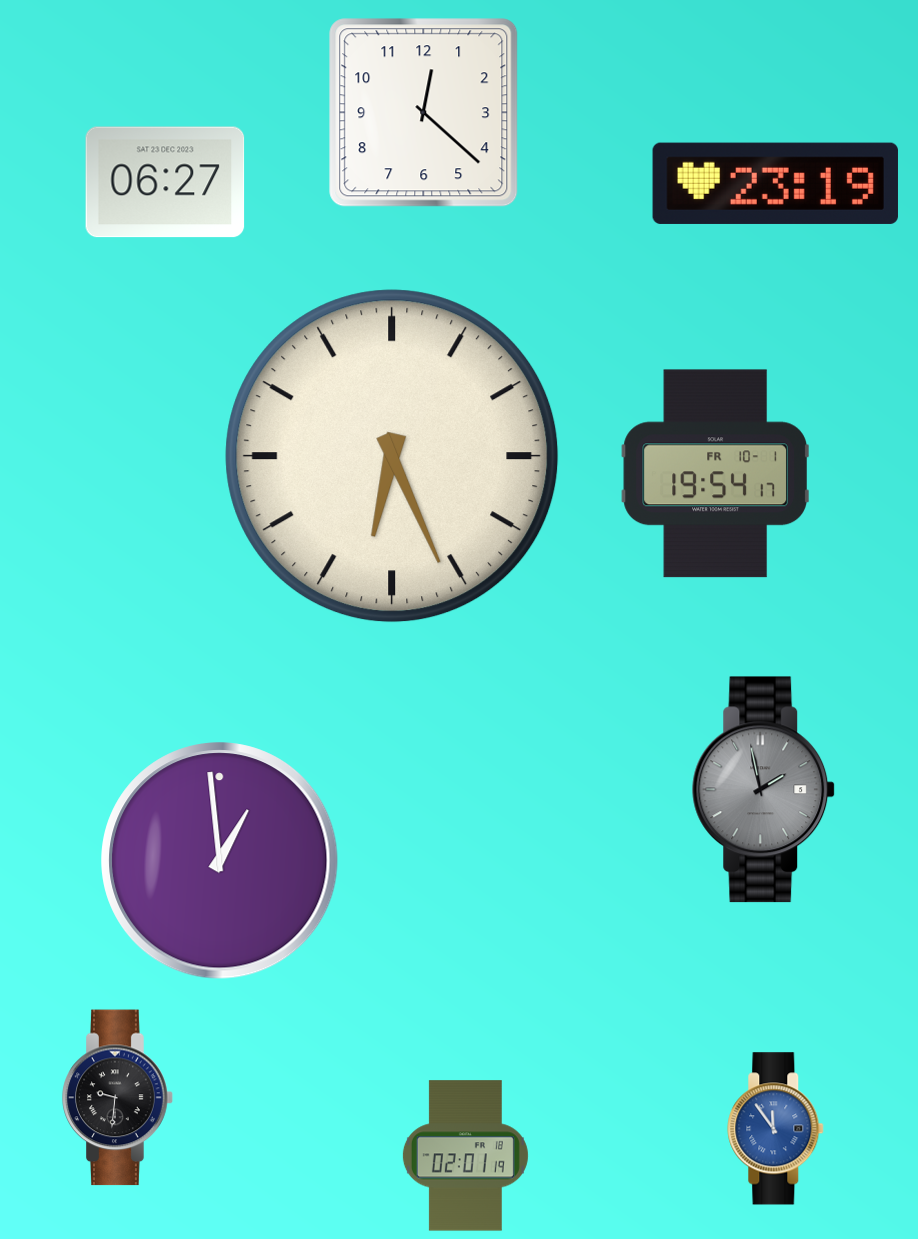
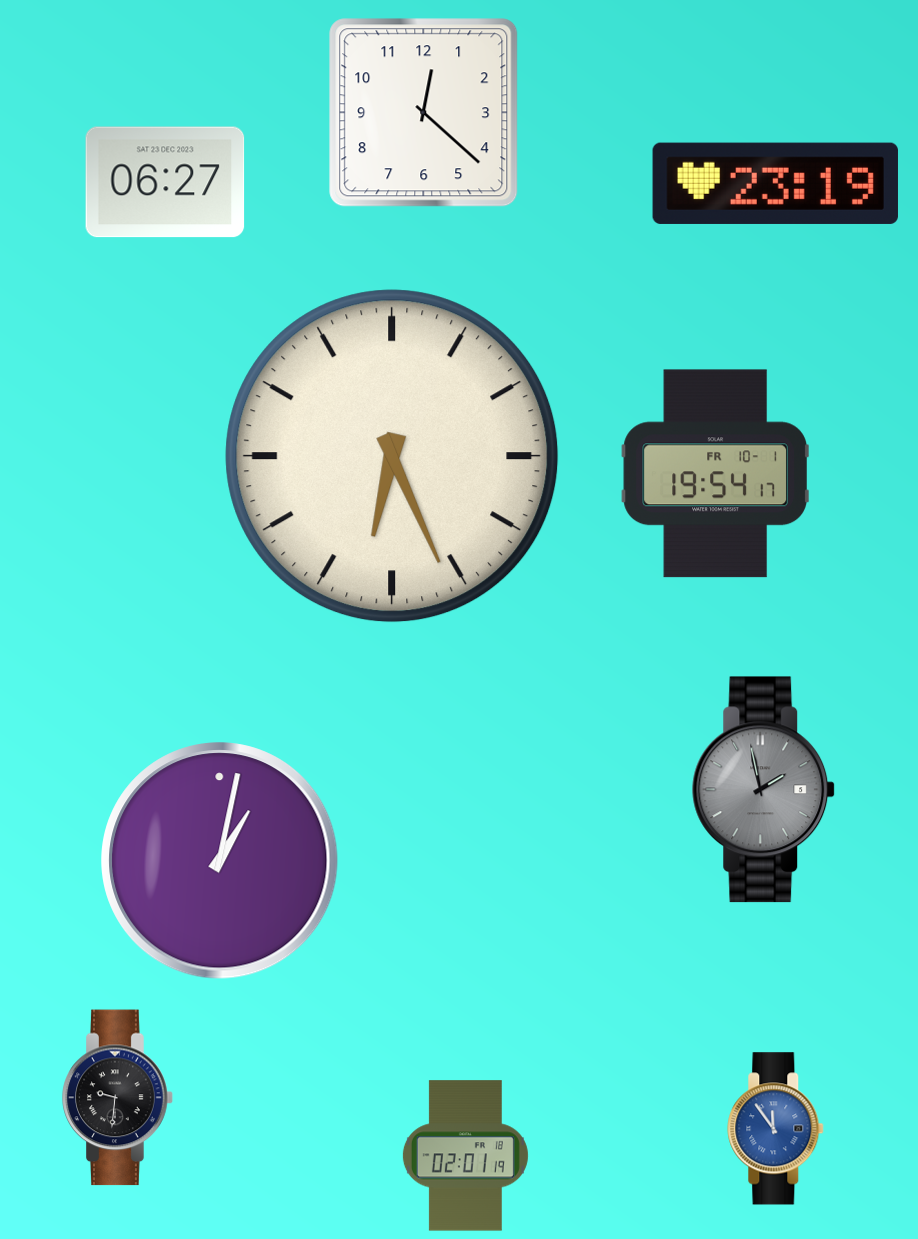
clock at (220, 861): 12:59 -> 1:02
